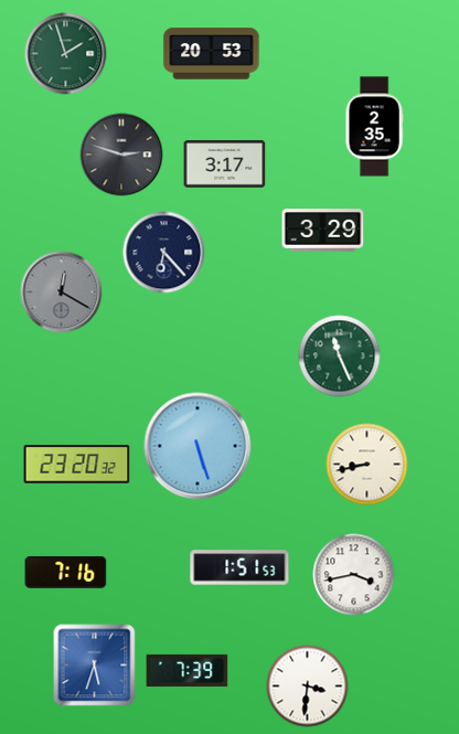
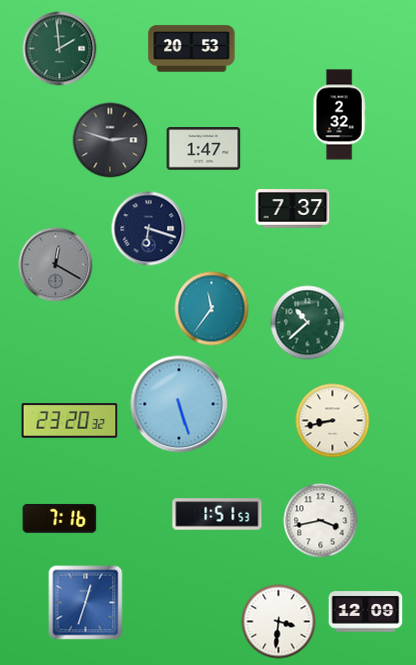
clock at (66, 54): 1:57 -> 1:59
clock at (374, 127): 2:35 -> 2:32
clock at (225, 164): 3:17 -> 1:47
clock at (323, 231): 3:29 -> 7:37
clock at (164, 253): 6:23 -> 6:18
clock at (212, 309): none -> 11:36
clock at (340, 357): 11:26 -> 10:38
clock at (95, 666): 5:33 -> 12:33
clock at (188, 670): 7:39 -> none
clock at (366, 612): none -> 12:09
